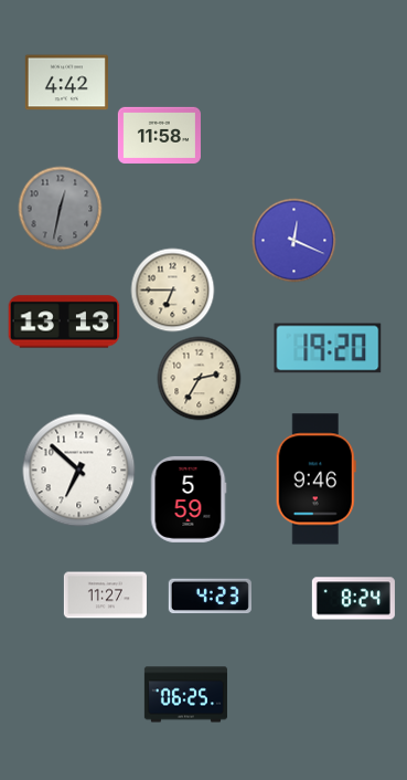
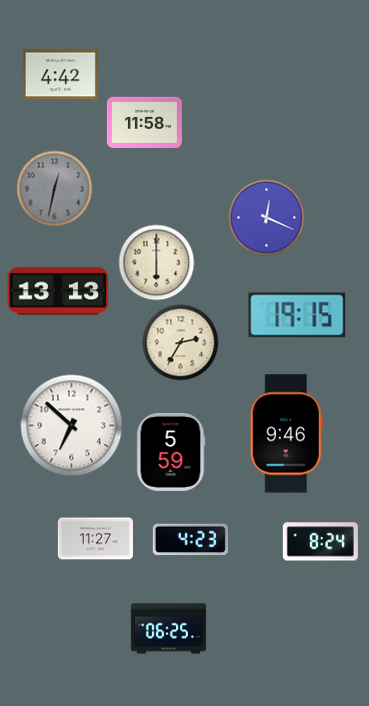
clock at (173, 291): 6:45 -> 6:00
clock at (328, 348): 19:20 -> 19:15
